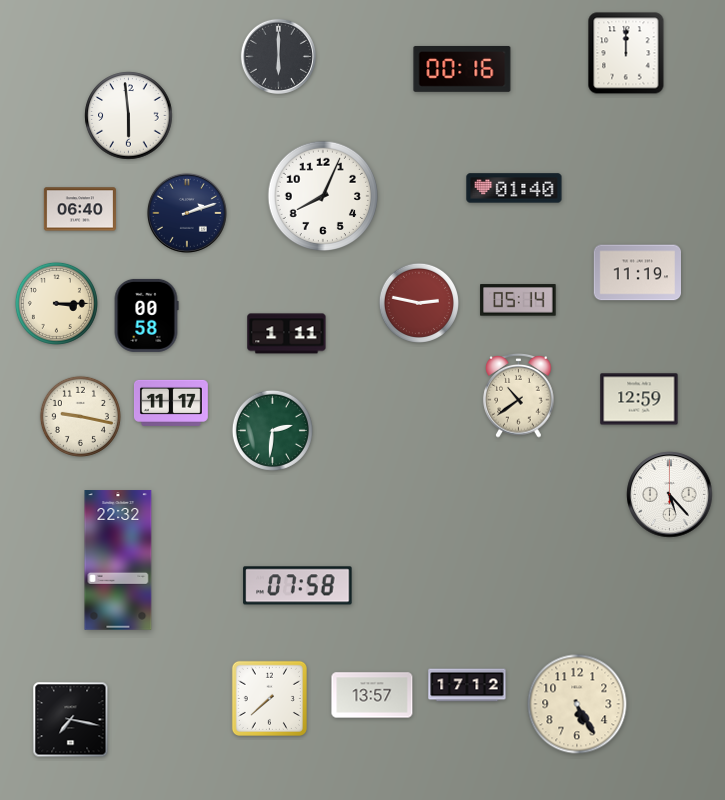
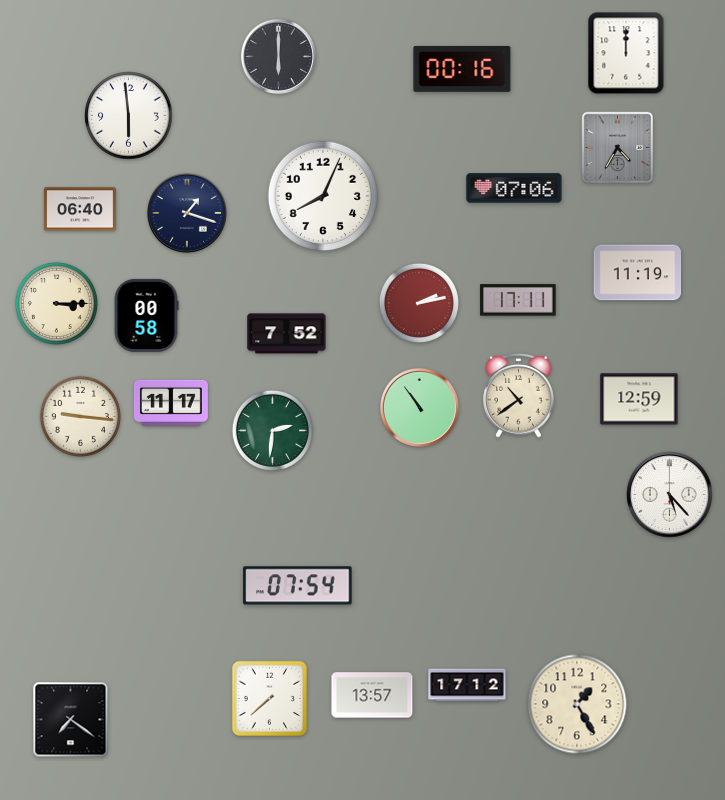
clock at (618, 148): none -> 4:35
clock at (514, 188): 01:40 -> 07:06
clock at (187, 213): 2:12 -> 1:18
clock at (518, 300): 05:14 -> 17:11
clock at (419, 303): 2:47 -> 2:13
clock at (287, 334): 1:11 -> 7:52
clock at (419, 407): none -> 10:54
clock at (80, 416): 9:17 -> 9:16
clock at (118, 560): 22:32 -> none
clock at (298, 586): 07:58 -> 07:54
clock at (577, 704): 5:25 -> 1:25
clock at (71, 720): 7:17 -> 7:21
